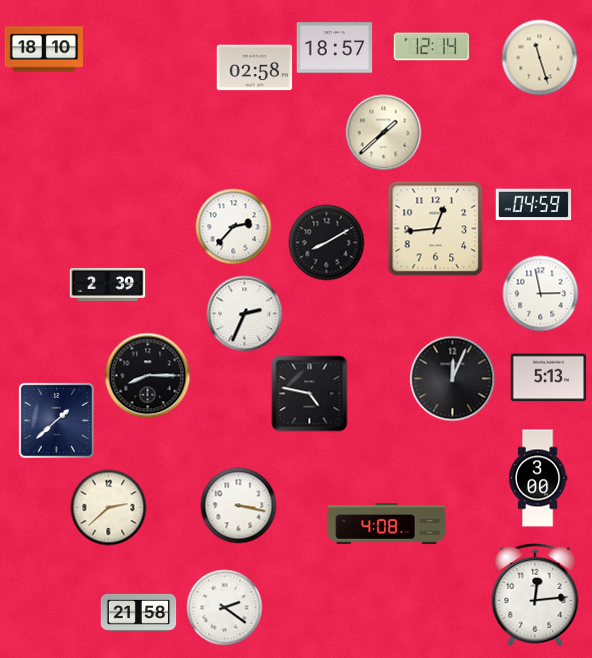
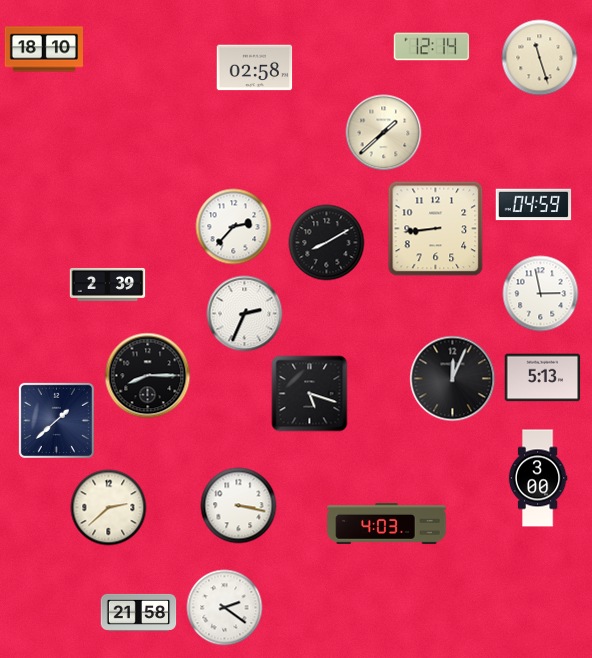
clock at (335, 48): 18:57 -> none
clock at (436, 229): 12:44 -> 8:44
clock at (549, 378) position: (549, 378) -> (543, 378)
clock at (310, 394): 4:47 -> 5:18
clock at (387, 524): 4:08 -> 4:03
clock at (535, 595): 12:14 -> none
